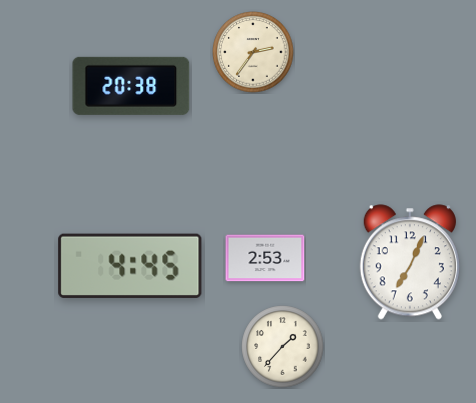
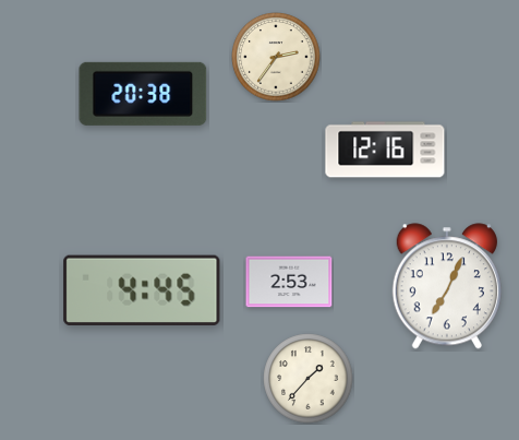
clock at (385, 150): none -> 12:16
